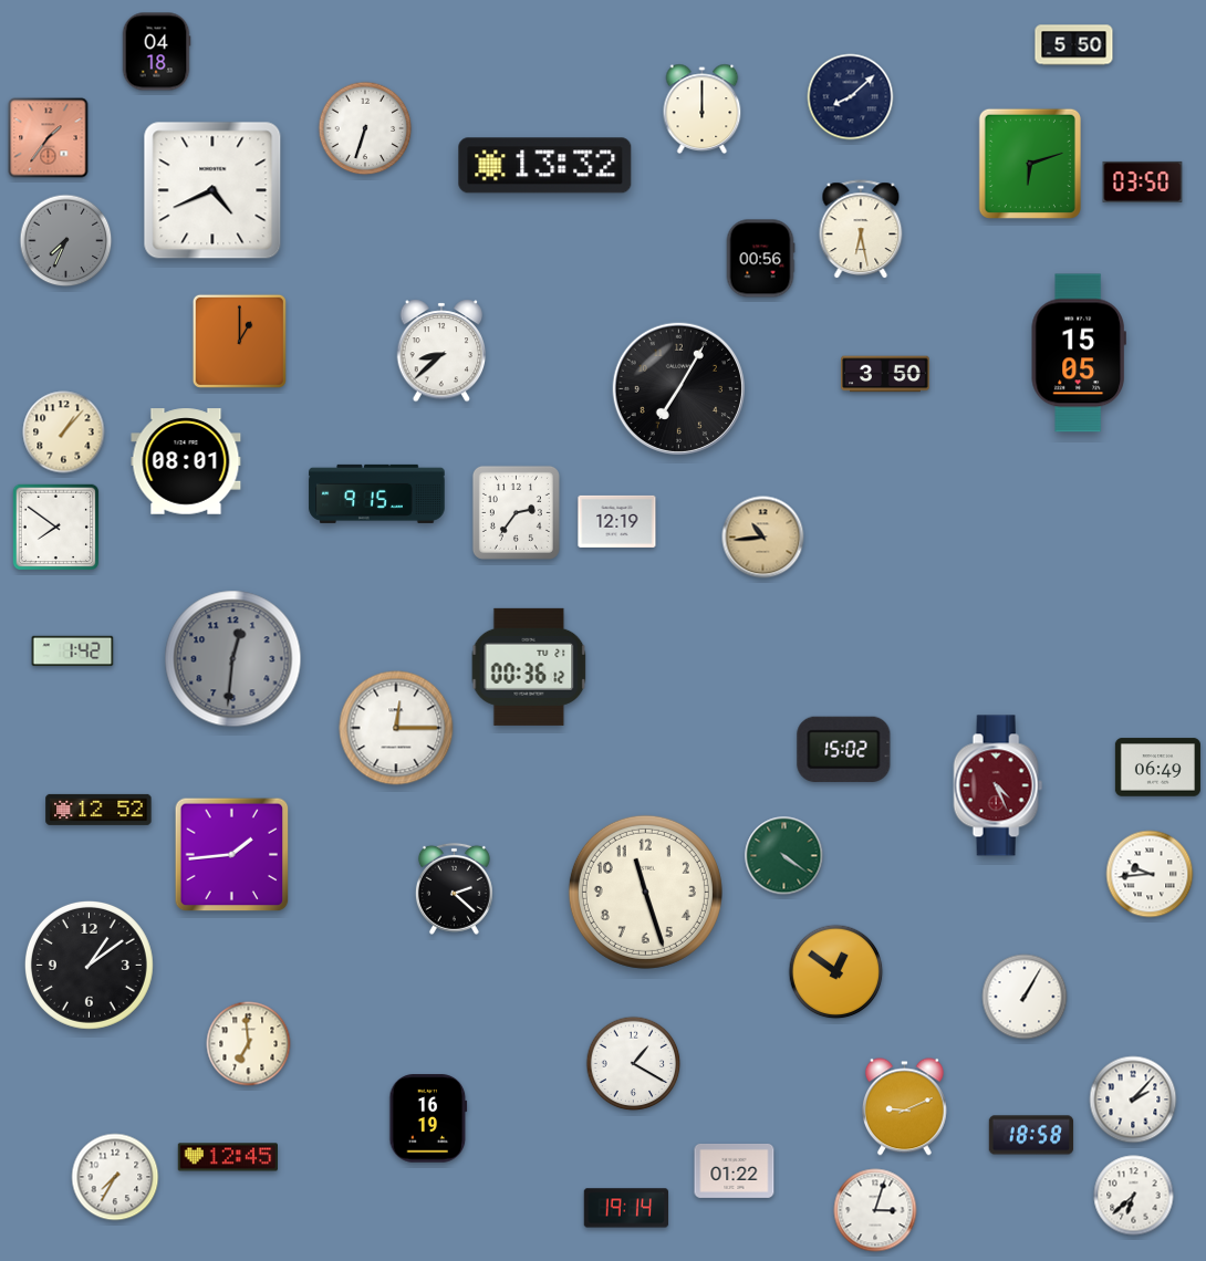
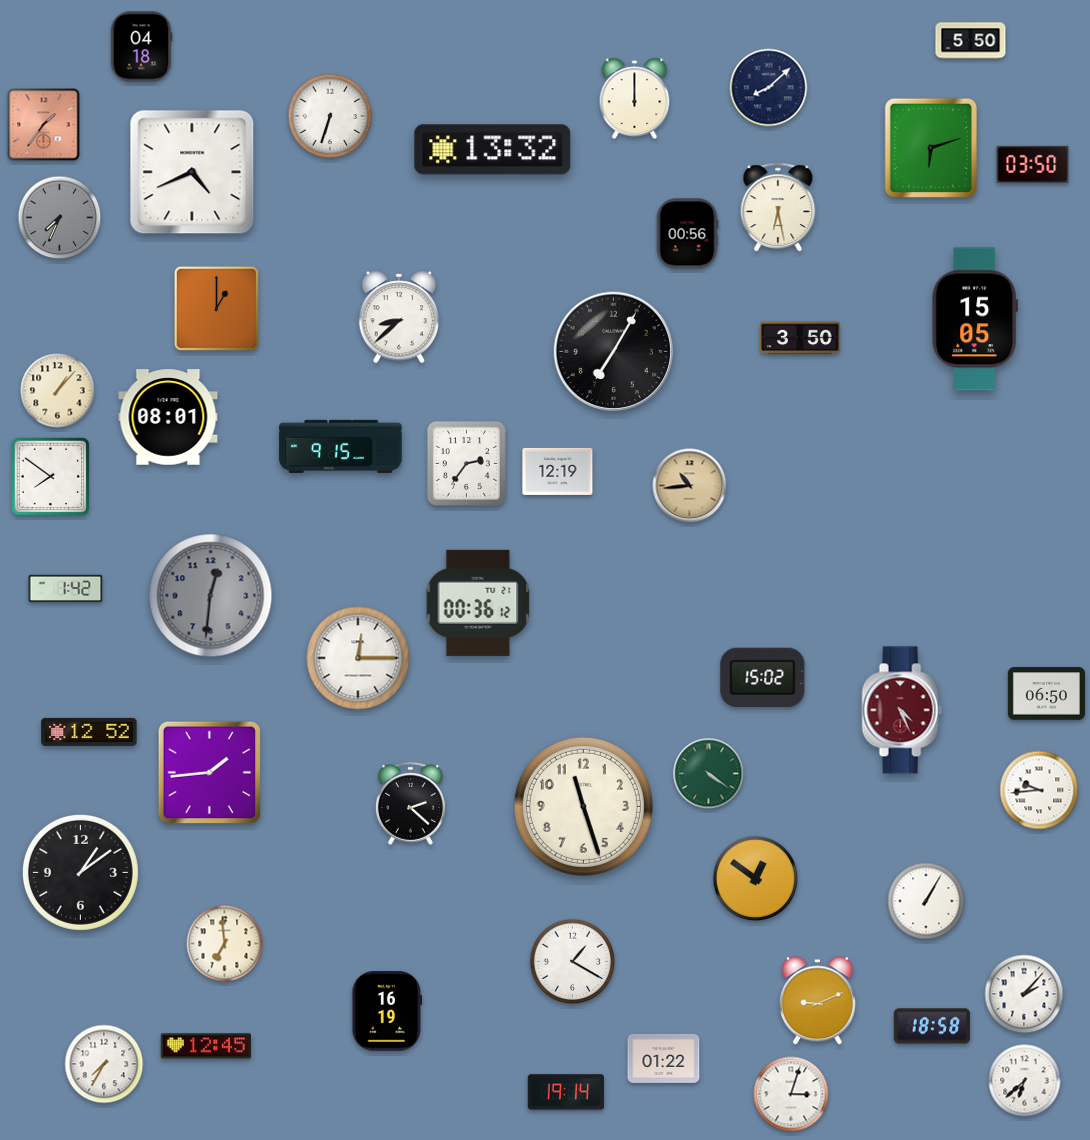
clock at (1157, 768): 06:49 -> 06:50
